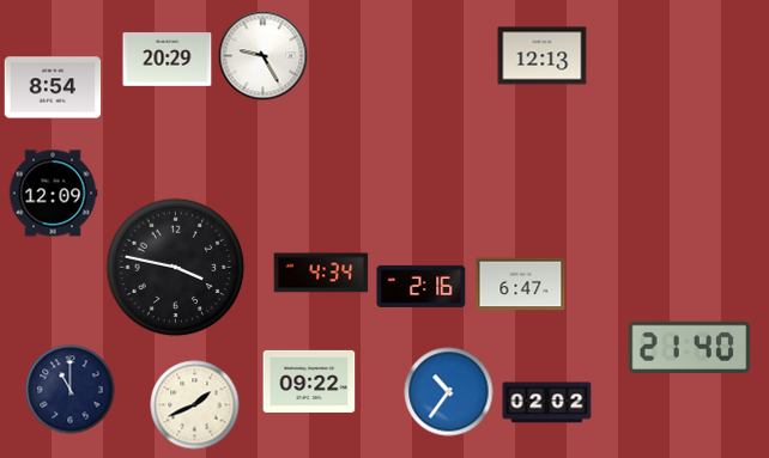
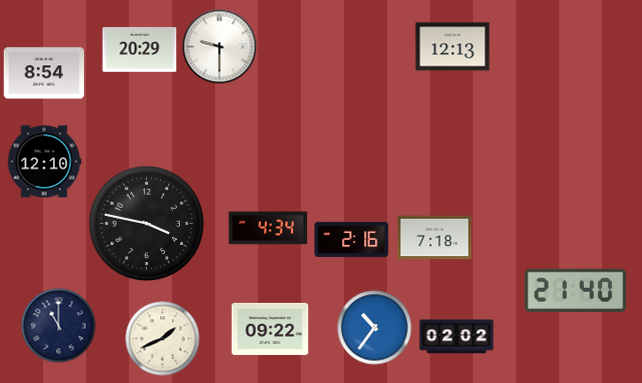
clock at (264, 56): 9:25 -> 9:30
clock at (53, 194): 12:09 -> 12:10
clock at (521, 285): 6:47 -> 7:18
clock at (309, 381) position: (309, 381) -> (270, 329)
